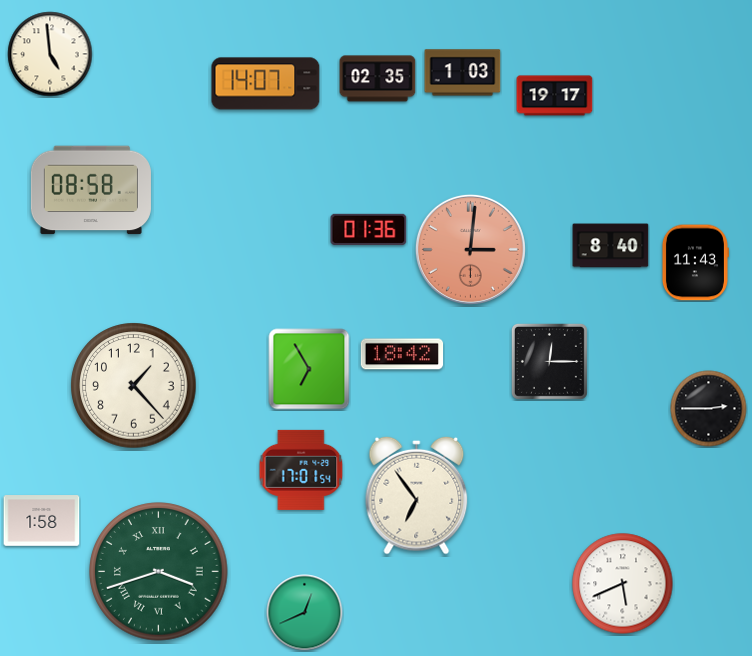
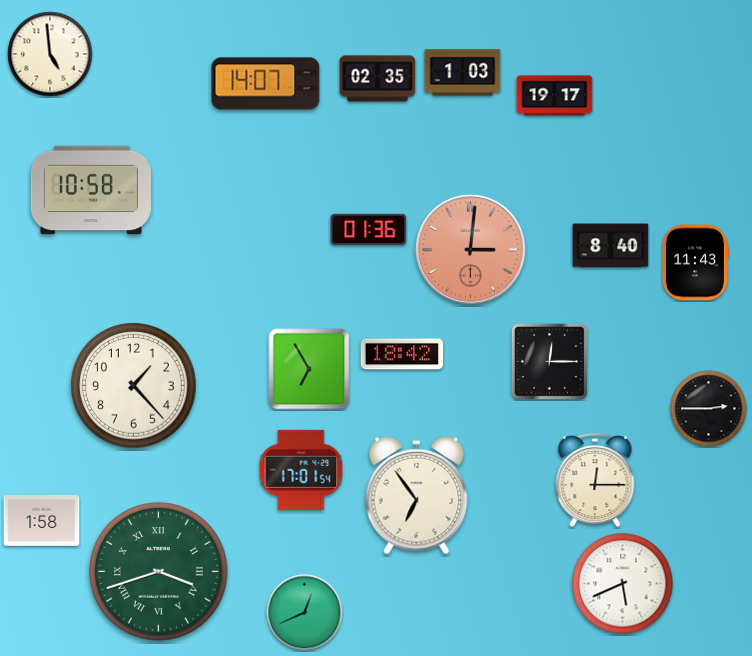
clock at (91, 190): 08:58 -> 10:58
clock at (595, 480): none -> 12:15
